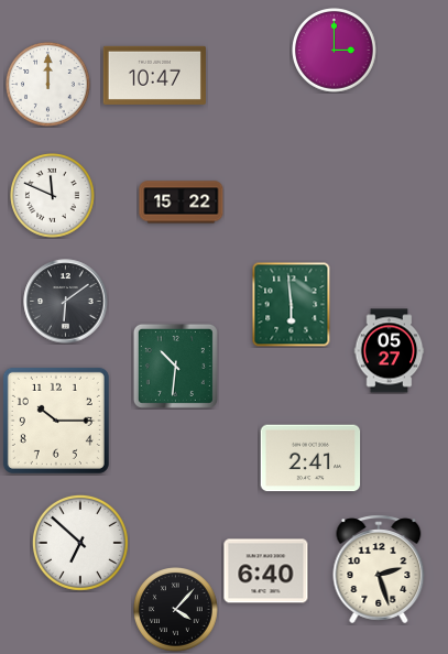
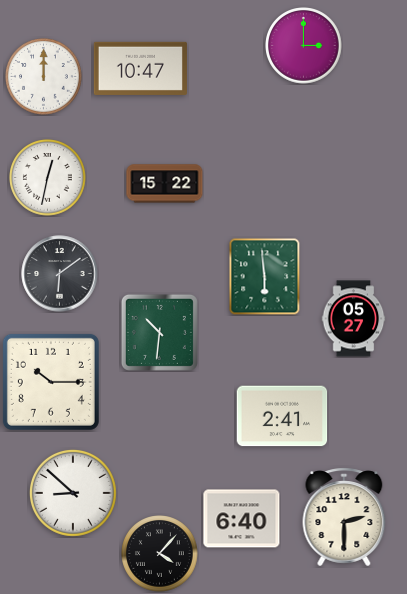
clock at (53, 196): 11:49 -> 12:32
clock at (80, 543): 6:52 -> 8:52
clock at (379, 569): 2:27 -> 2:30
